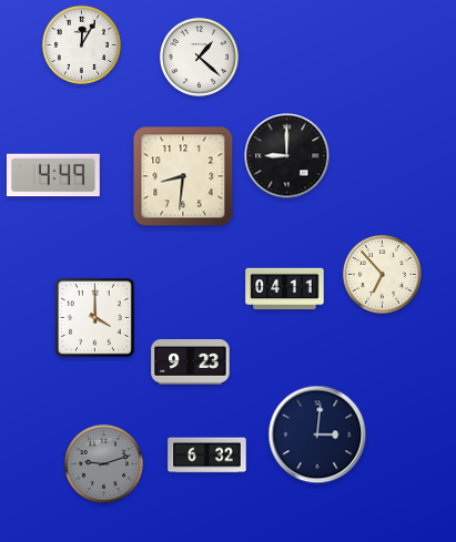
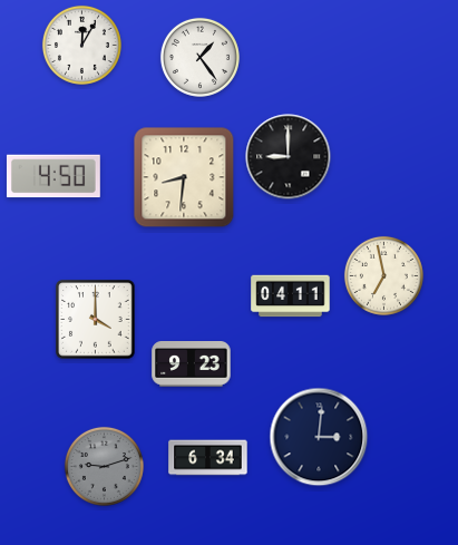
clock at (199, 57): 1:22 -> 1:24
clock at (53, 175): 4:49 -> 4:50
clock at (382, 274): 6:53 -> 6:58
clock at (285, 289) position: (285, 289) -> (291, 296)
clock at (207, 456): 6:32 -> 6:34
